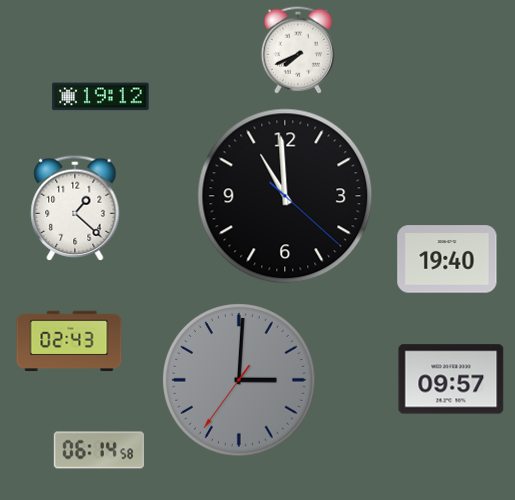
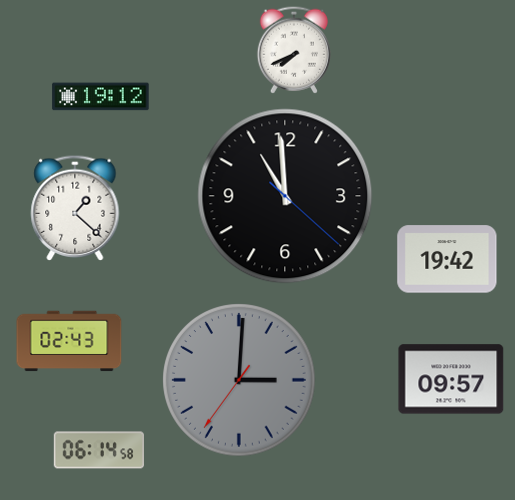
clock at (298, 50) position: (298, 50) -> (294, 50)
clock at (447, 259): 19:40 -> 19:42
